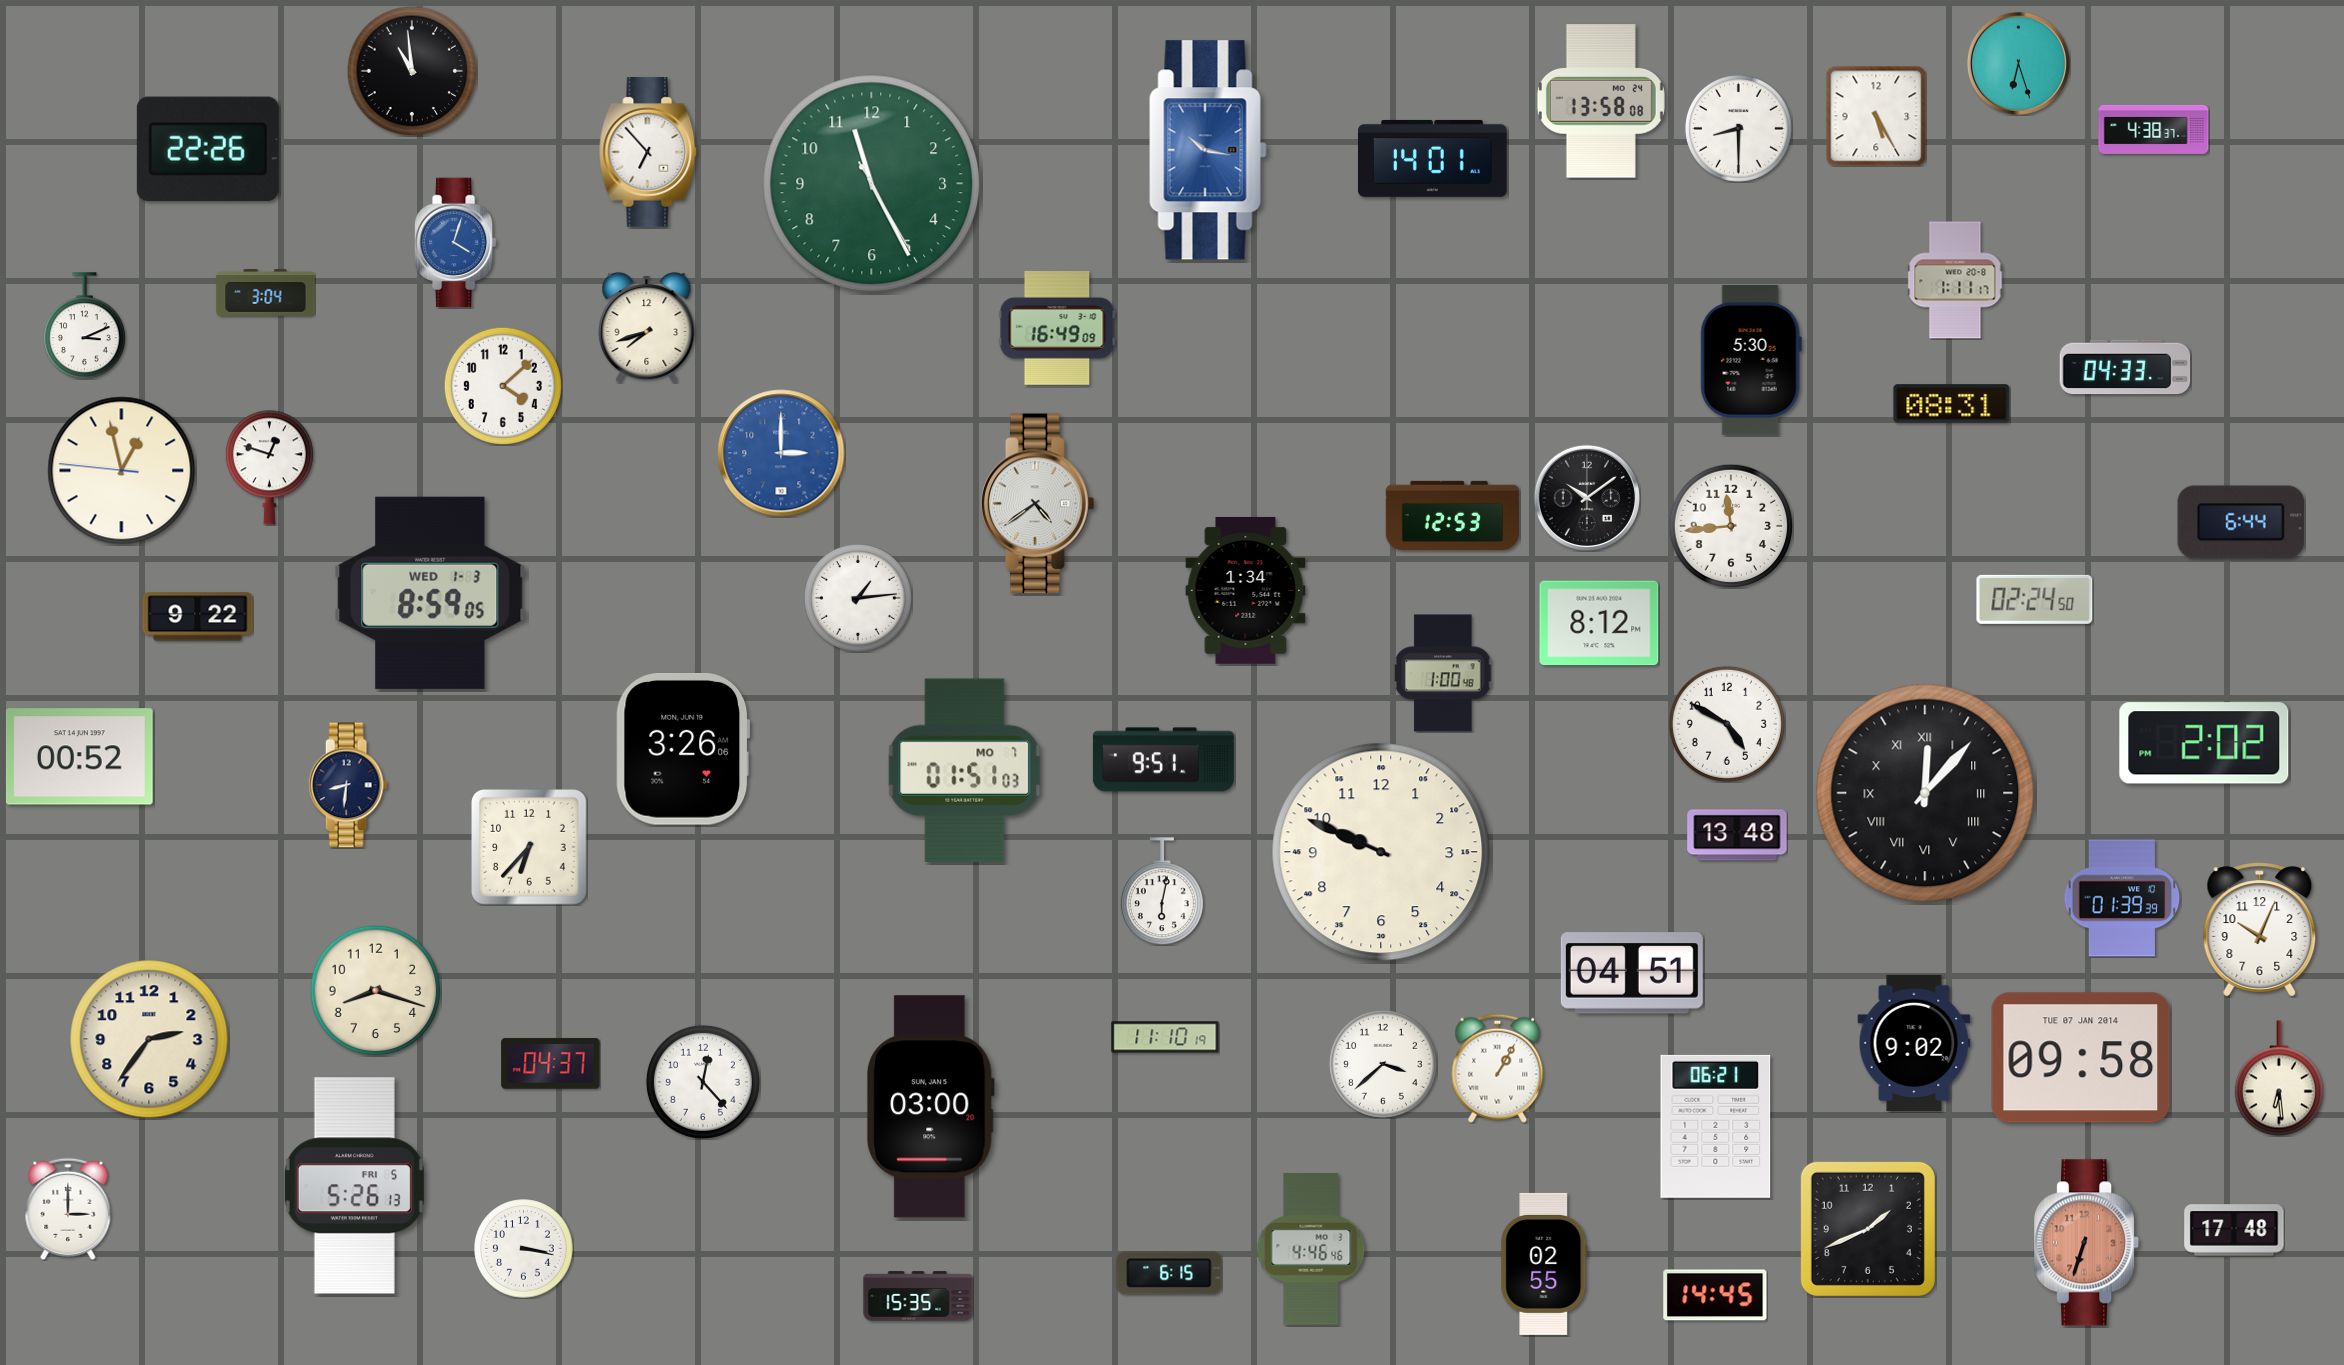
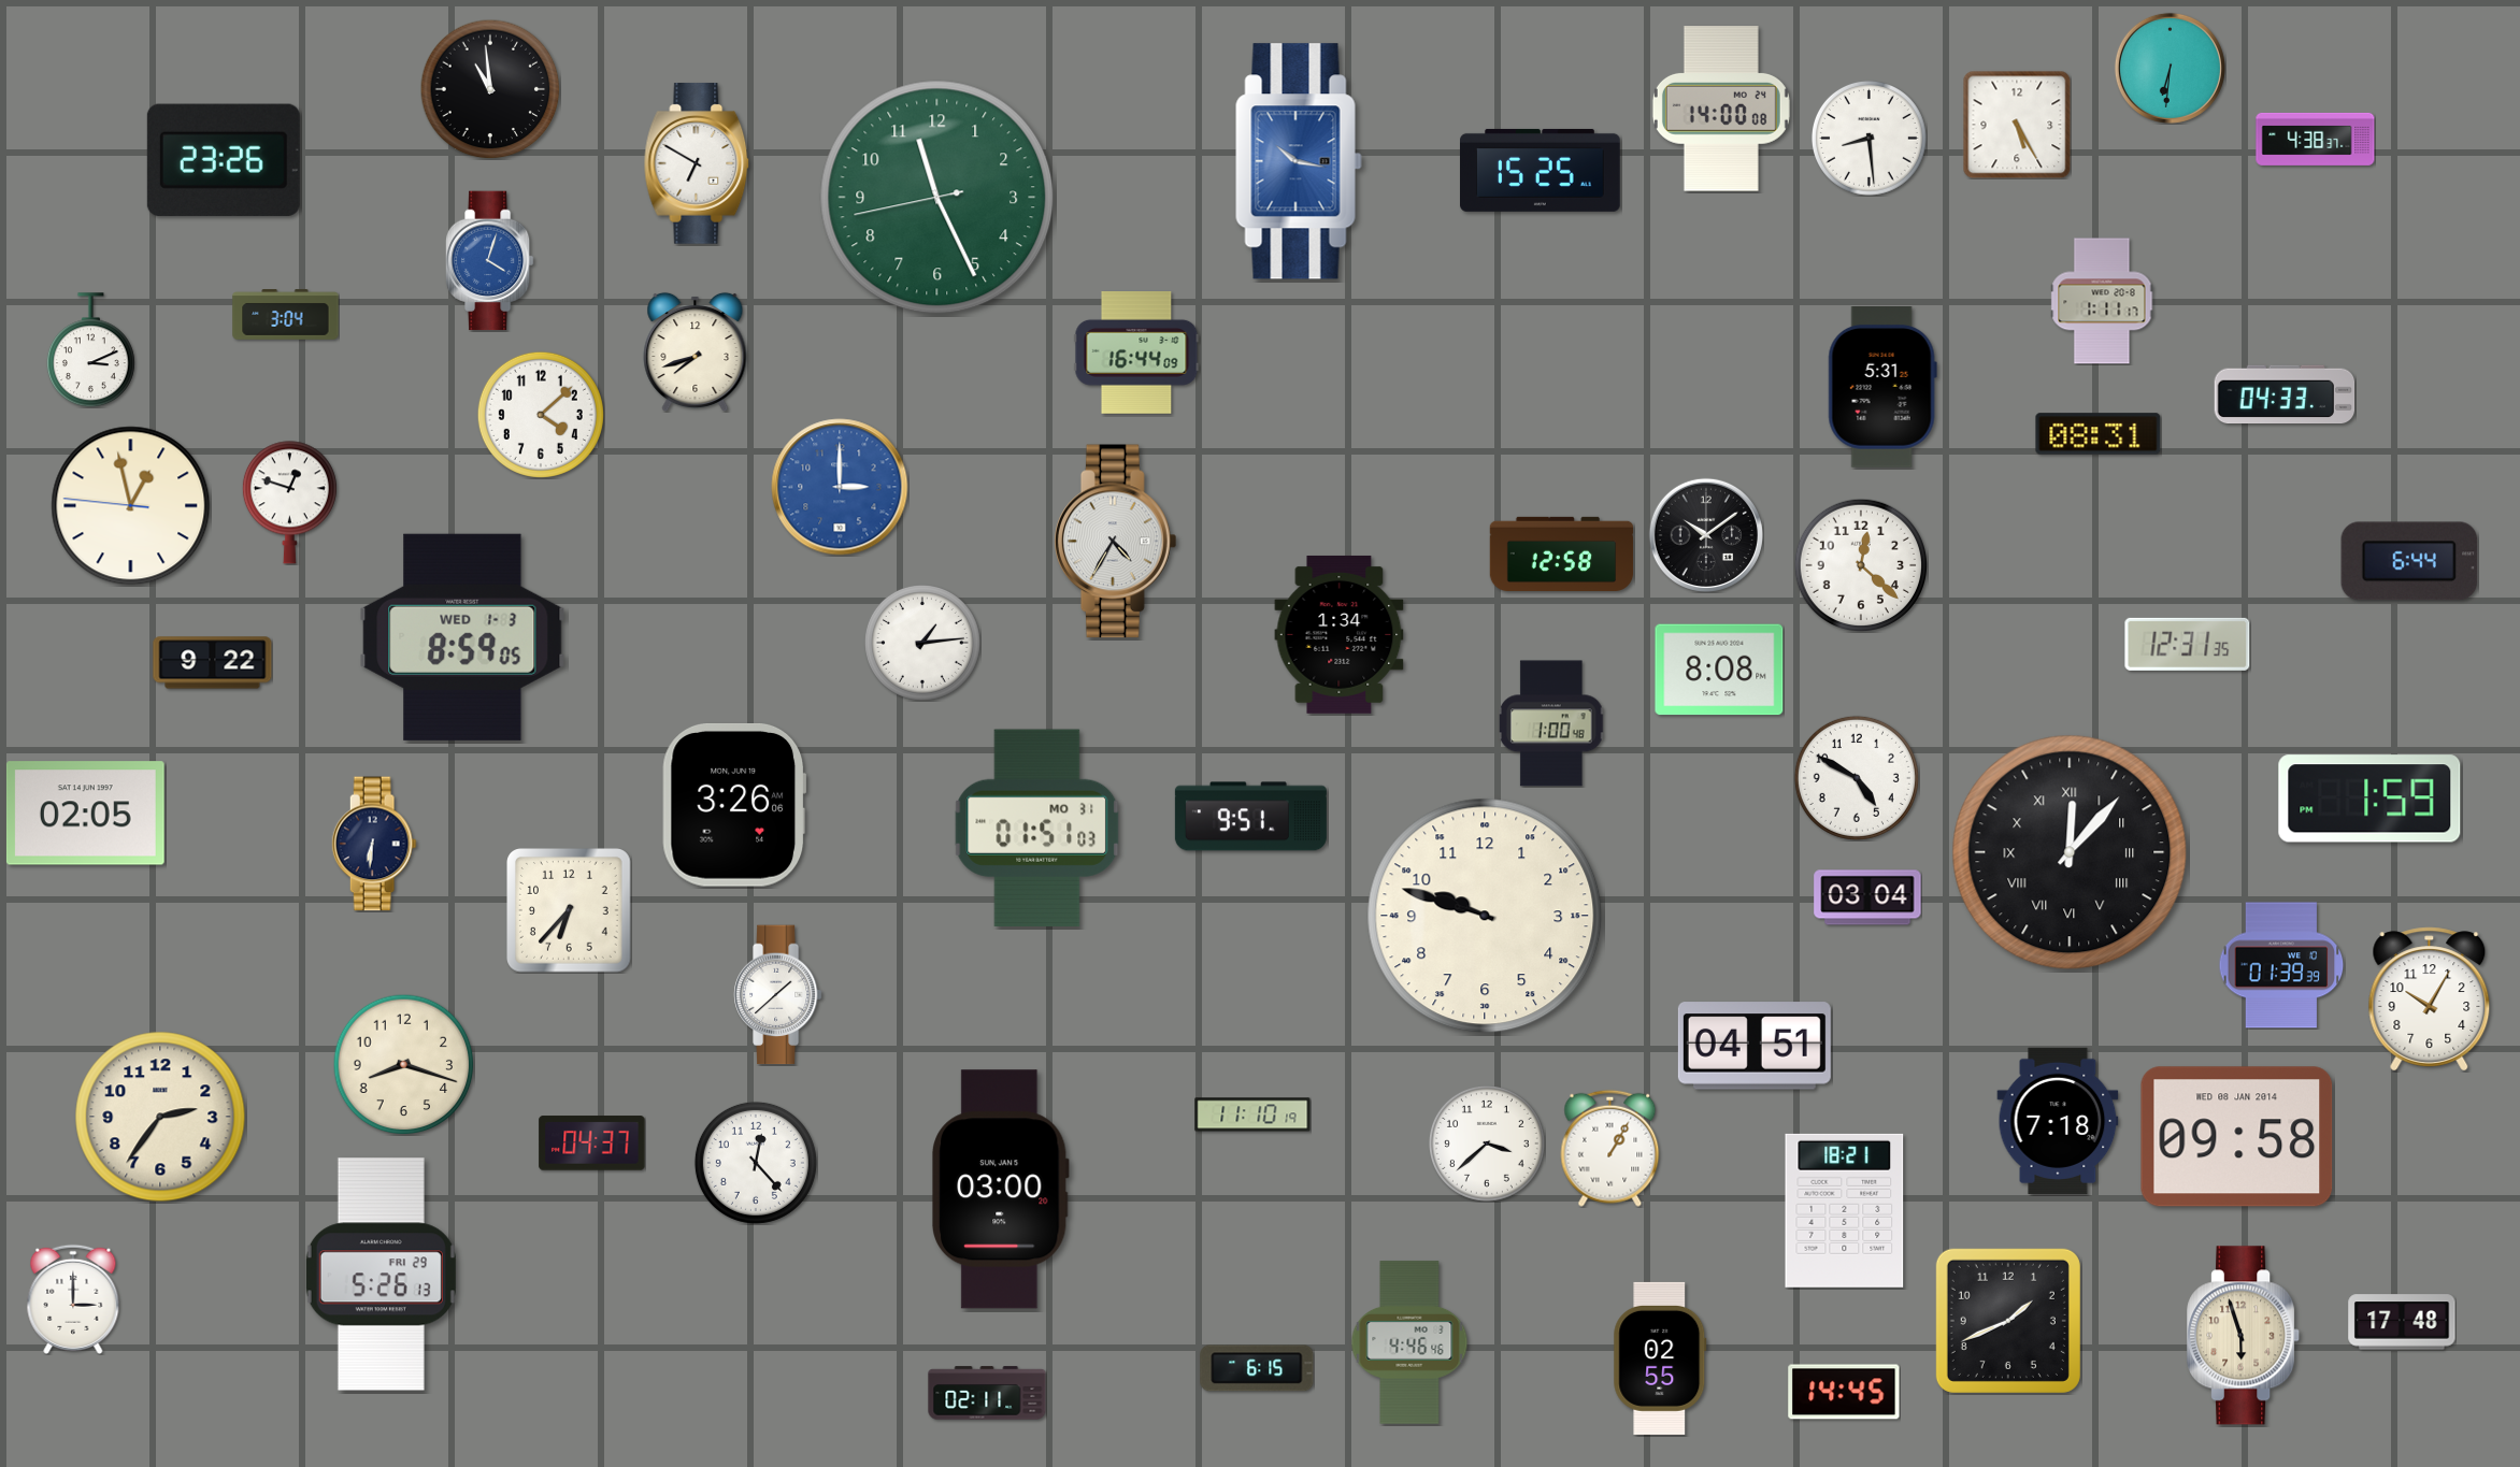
clock at (2018, 63): 6:27 -> 6:31
clock at (412, 71) position: (412, 71) -> (490, 89)
clock at (1601, 101): 13:58 -> 14:00
clock at (1738, 128): 8:30 -> 8:29
clock at (208, 149): 22:26 -> 23:26
clock at (648, 152): 6:53 -> 6:50
clock at (1433, 158): 14:01 -> 15:25
clock at (872, 184): 11:25:25 -> 11:25:43
clock at (1057, 329): 16:49 -> 16:44
clock at (1751, 361): 5:30 -> 5:31
clock at (1038, 504): 4:39 -> 4:35
clock at (1453, 515): 12:53 -> 12:58
clock at (1730, 525): 11:44 -> 12:22
clock at (2035, 599): 02:24 -> 12:31
clock at (1599, 623): 8:12 -> 8:08
clock at (2204, 743): 2:02 -> 1:59
clock at (79, 757): 00:52 -> 02:05
clock at (965, 771) date: MO 7 -> MO 31
clock at (348, 785): 8:31 -> 6:31
clock at (1737, 835): 13:48 -> 03:04
clock at (1381, 852): 9:49 -> 9:48
clock at (1162, 891): 6:02 -> none
clock at (777, 995): none -> 1:38
clock at (2260, 930): 10:04 -> 10:05
clock at (1914, 1043): 9:02 -> 7:18
clock at (2081, 1058) date: TUE 07 JAN 2014 -> WED 08 JAN 2014
clock at (2279, 1078): 6:29 -> none
clock at (1716, 1126): 06:21 -> 18:21
clock at (354, 1186) date: FRI 5 -> FRI 29
clock at (2087, 1243): 6:33 -> 5:57
clock at (2087, 1243) dial: salmon -> cream
clock at (524, 1249): 3:17 -> none
clock at (918, 1296): 15:35 -> 02:11
